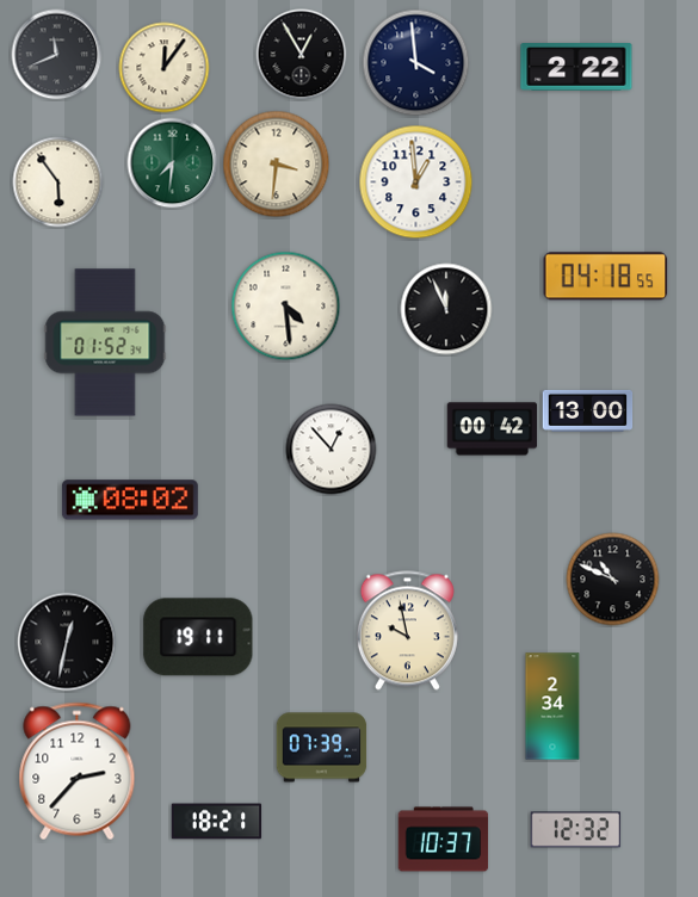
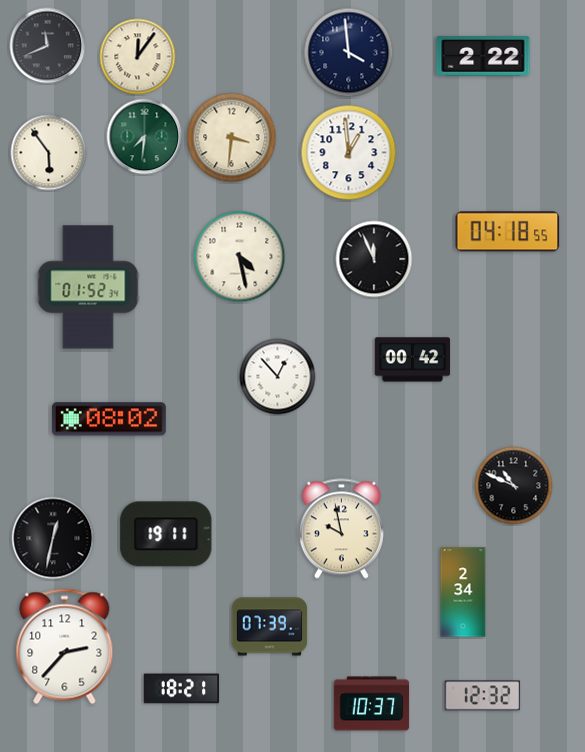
clock at (302, 55): 12:55 -> none
clock at (286, 307): 4:29 -> 4:28
clock at (588, 410): 13:00 -> none
clock at (67, 642) position: (67, 642) -> (53, 538)
